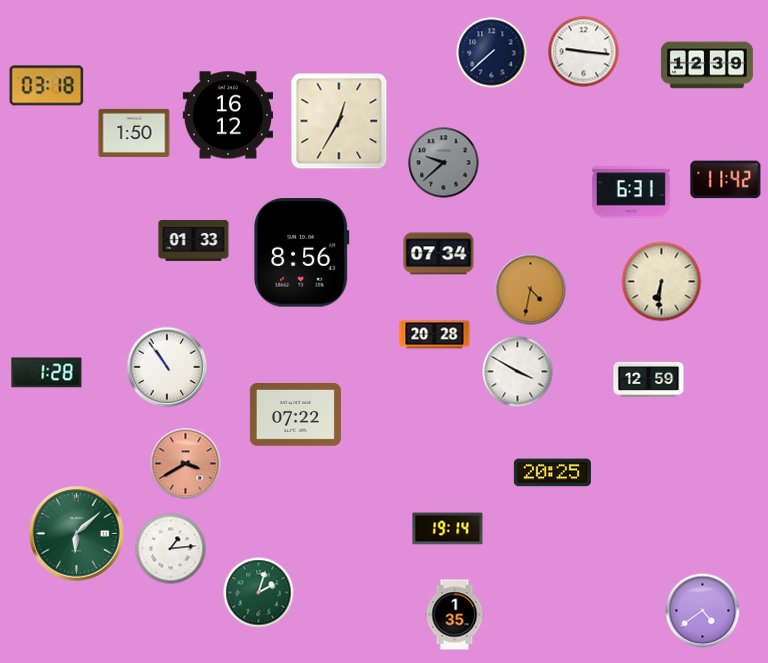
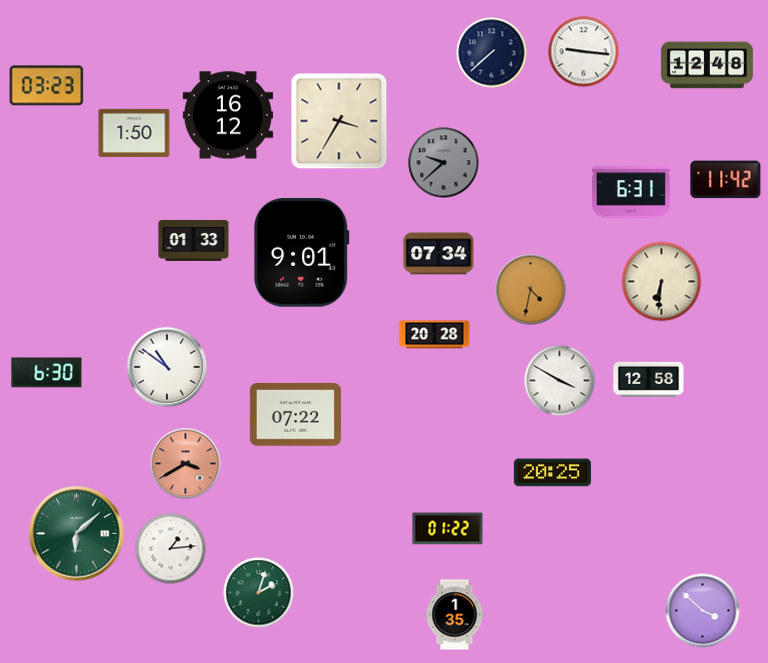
clock at (707, 65): 12:39 -> 12:48
clock at (47, 86): 03:18 -> 03:23
clock at (339, 121): 12:35 -> 3:35
clock at (302, 253): 8:56 -> 9:01
clock at (167, 367): 10:54 -> 10:51
clock at (518, 372) position: (518, 372) -> (560, 381)
clock at (47, 373): 1:28 -> 6:30
clock at (649, 379): 12:59 -> 12:58
clock at (448, 529): 19:14 -> 01:22
clock at (703, 611): 4:39 -> 3:52
